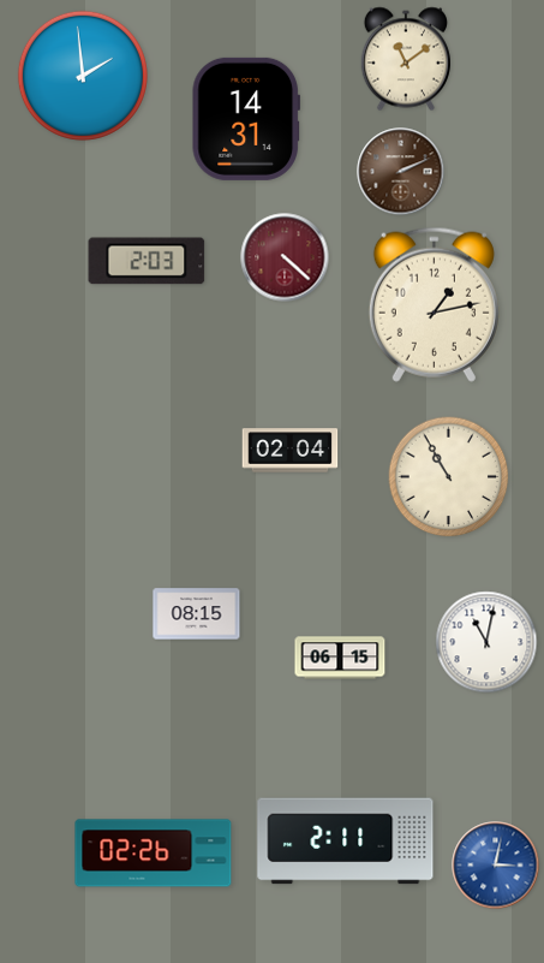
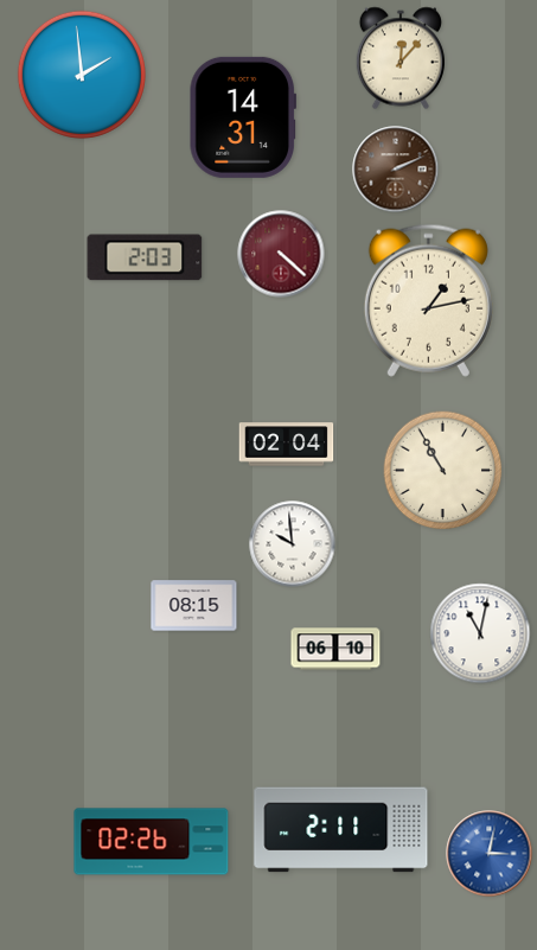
clock at (406, 59): 11:09 -> 12:07
clock at (293, 544): none -> 9:59
clock at (340, 658): 06:15 -> 06:10
